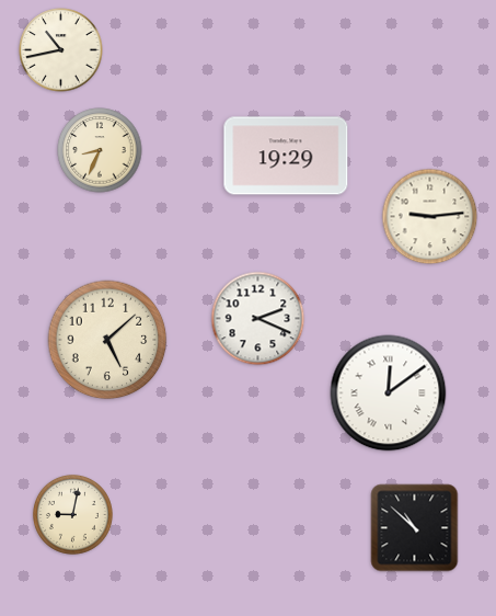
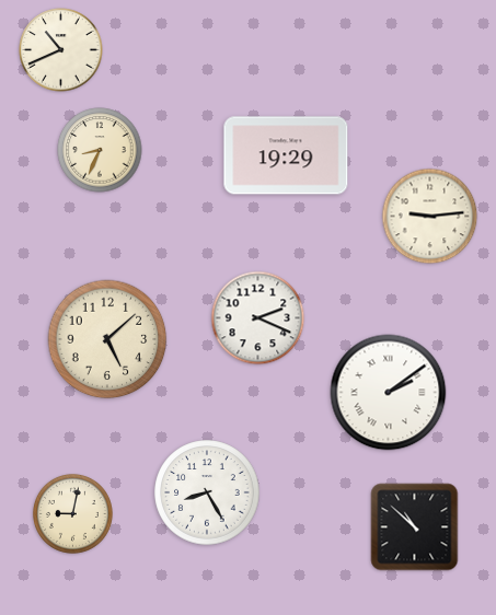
clock at (61, 50): 10:43 -> 10:41
clock at (389, 393): 12:09 -> 2:09
clock at (207, 492): none -> 8:25
